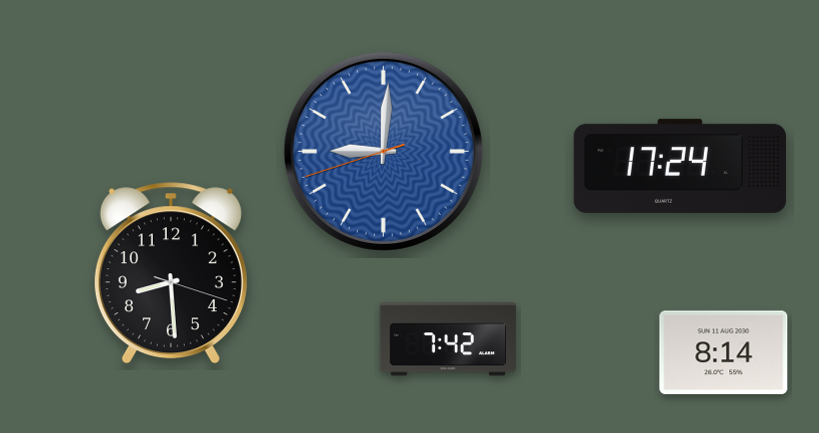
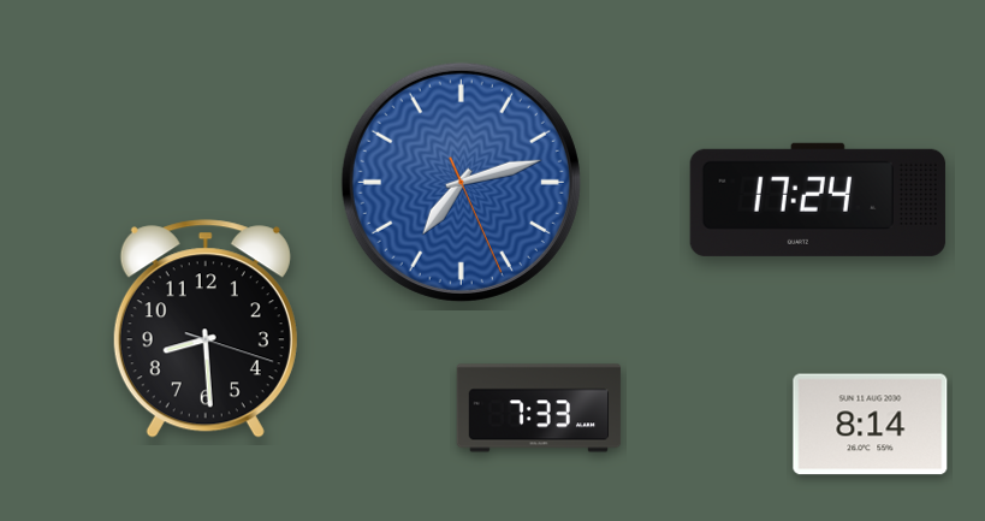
clock at (383, 151): 9:00 -> 7:12
clock at (448, 339): 7:42 -> 7:33
